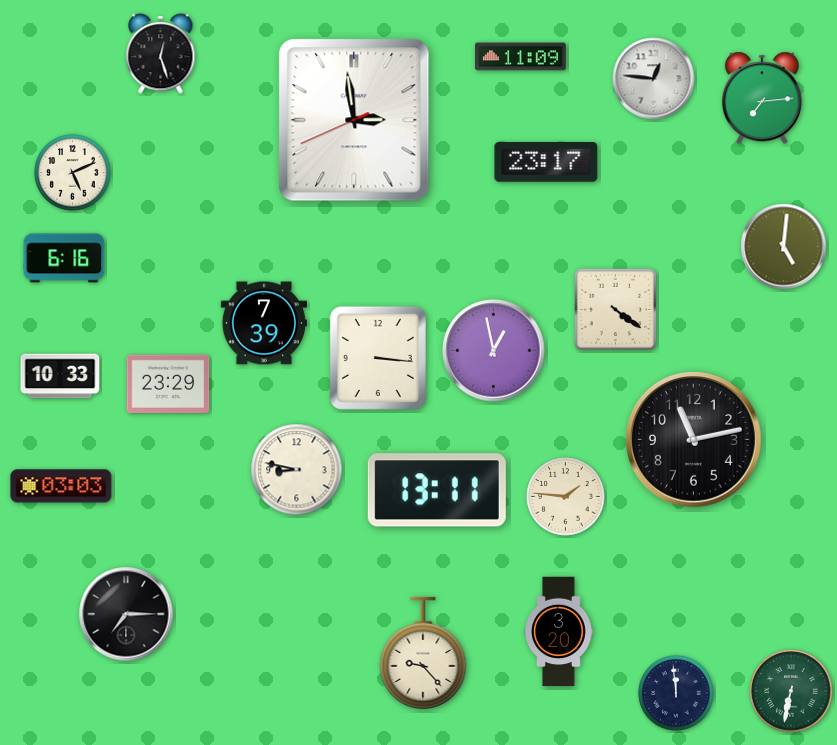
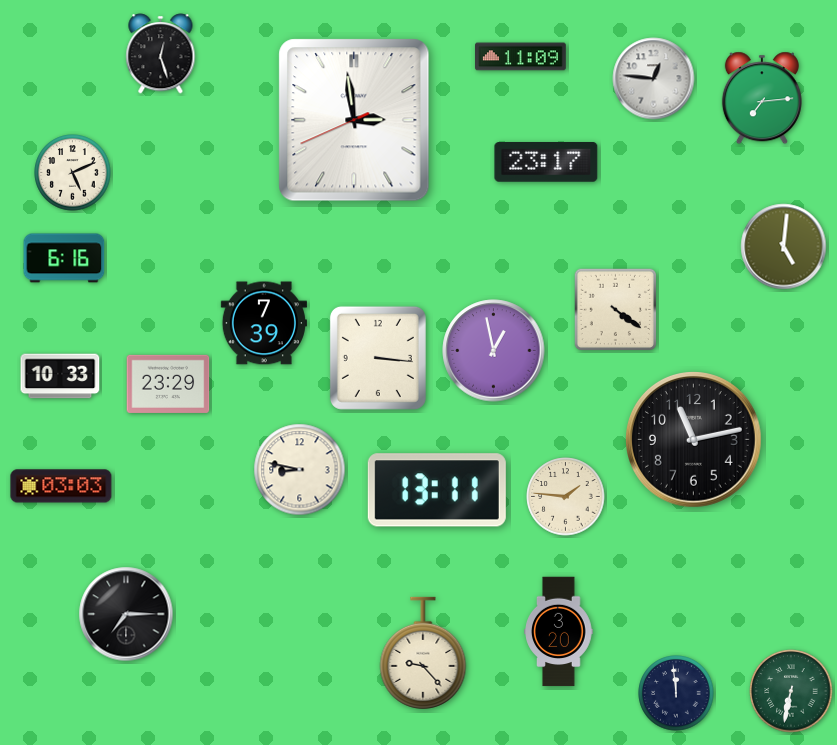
clock at (297, 470) position: (297, 470) -> (300, 470)
